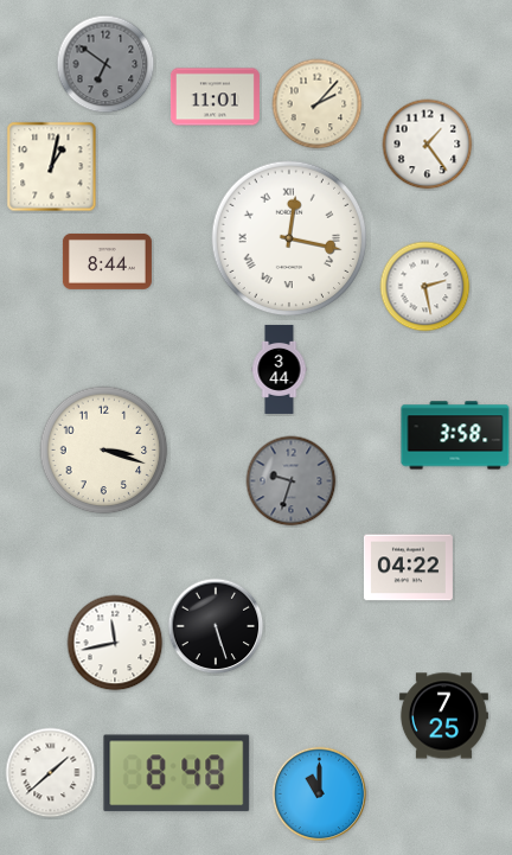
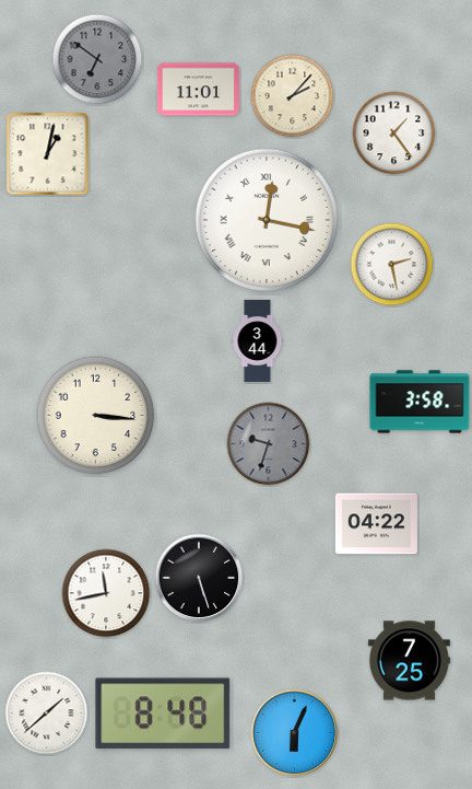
clock at (107, 261): 8:44 -> none
clock at (104, 451): 3:18 -> 3:16
clock at (320, 795): 11:00 -> 6:04
